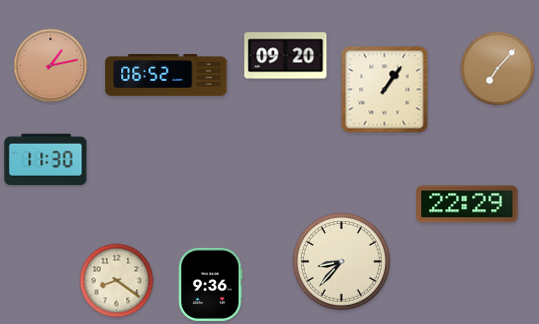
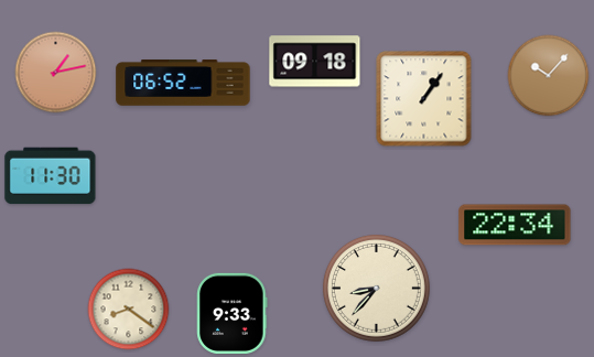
clock at (286, 56): 09:20 -> 09:18
clock at (498, 69): 7:07 -> 10:07
clock at (467, 204): 22:29 -> 22:34
clock at (211, 284): 9:36 -> 9:33
